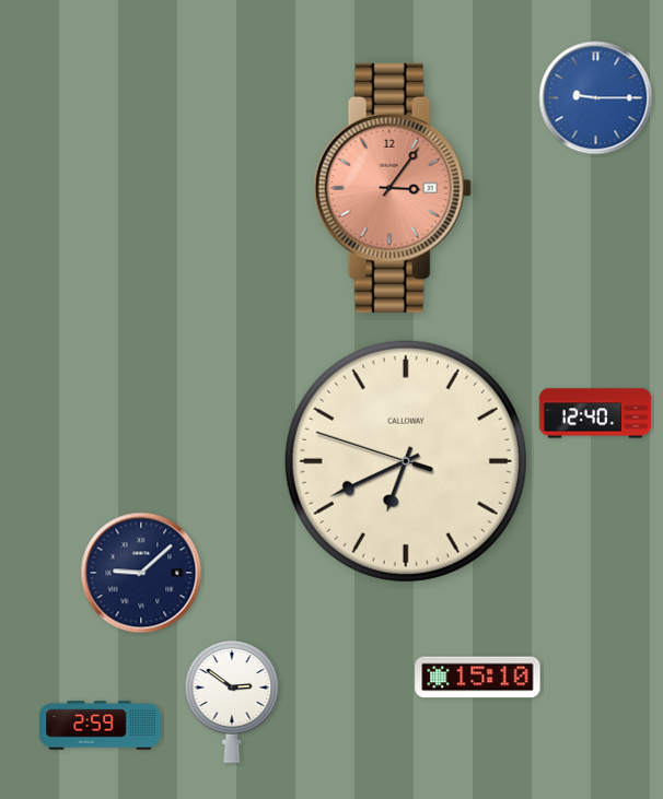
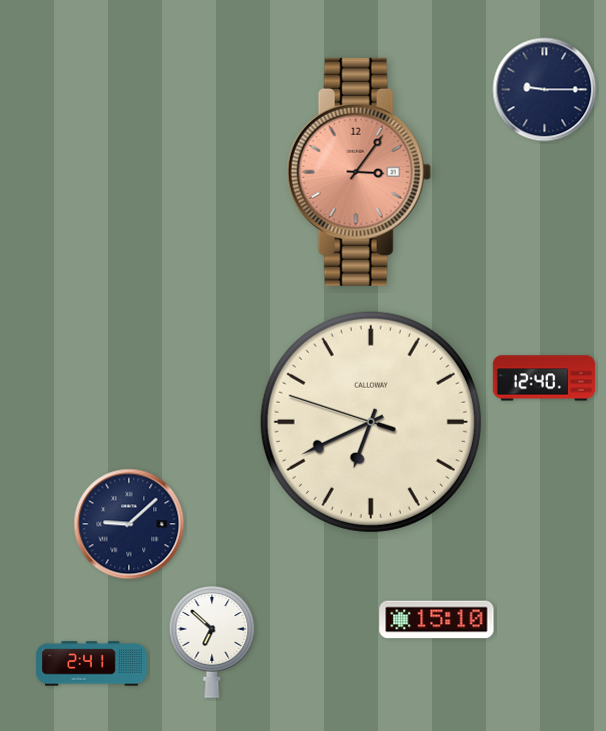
clock at (596, 98) dial: blue -> navy
clock at (232, 702): 2:51 -> 6:52
clock at (101, 726): 2:59 -> 2:41
